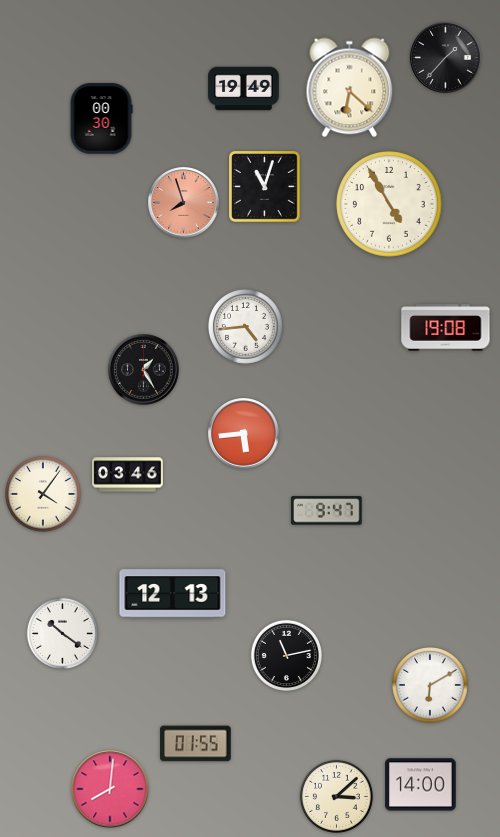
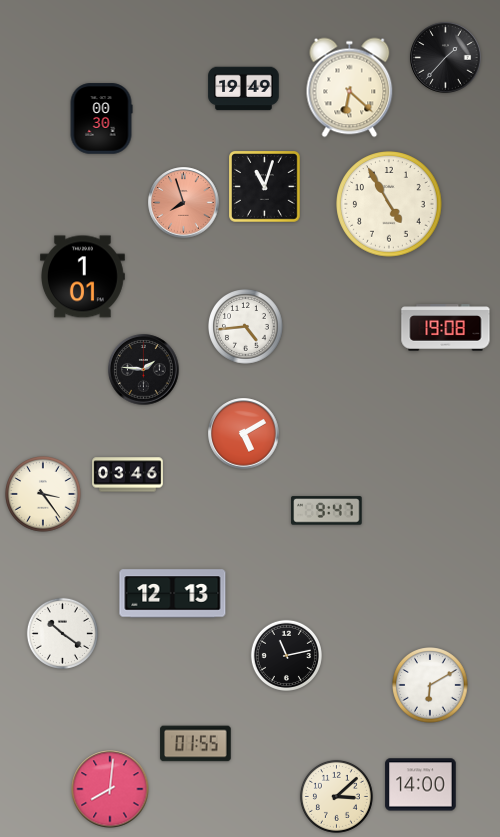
clock at (83, 277): none -> 1:01
clock at (144, 370): 1:25 -> 1:46
clock at (244, 434): 5:44 -> 5:10
clock at (43, 494): 4:06 -> 3:24
